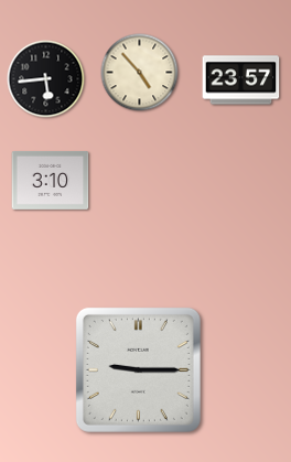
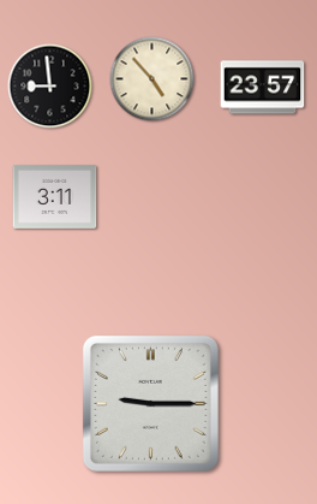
clock at (46, 79): 5:44 -> 8:59
clock at (51, 180): 3:10 -> 3:11
